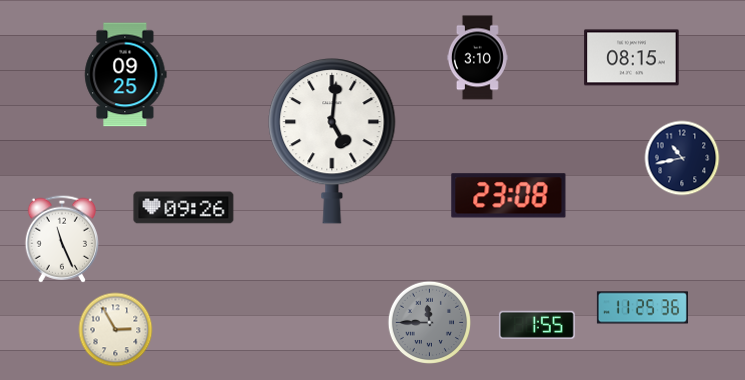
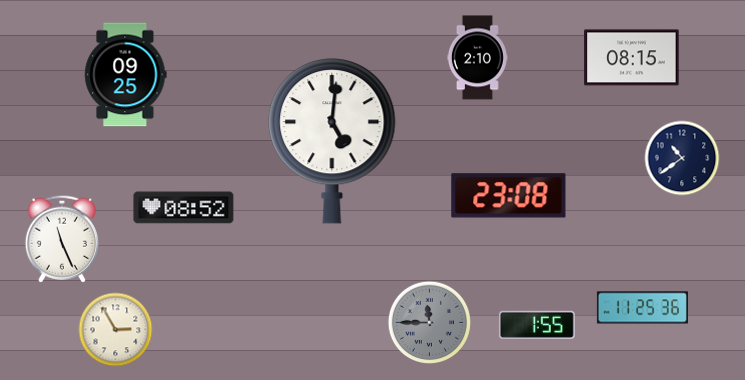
clock at (477, 58): 3:10 -> 2:10
clock at (682, 158): 10:43 -> 10:39
clock at (184, 208): 09:26 -> 08:52
